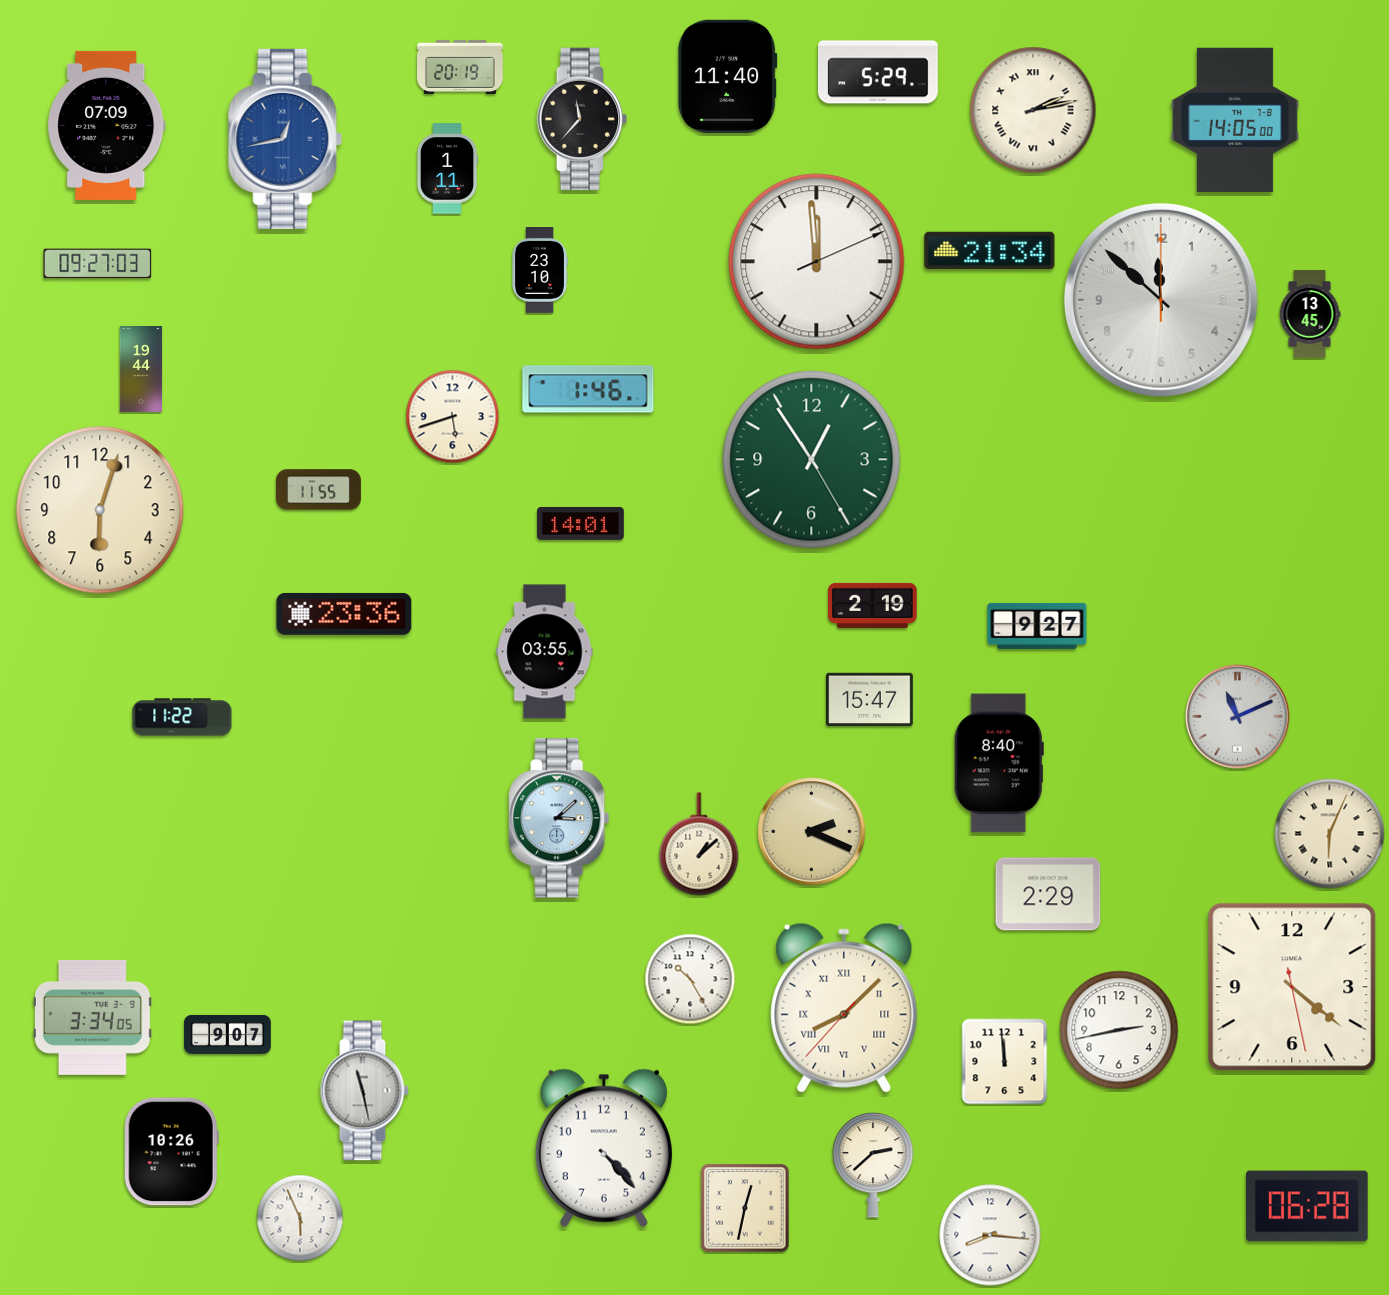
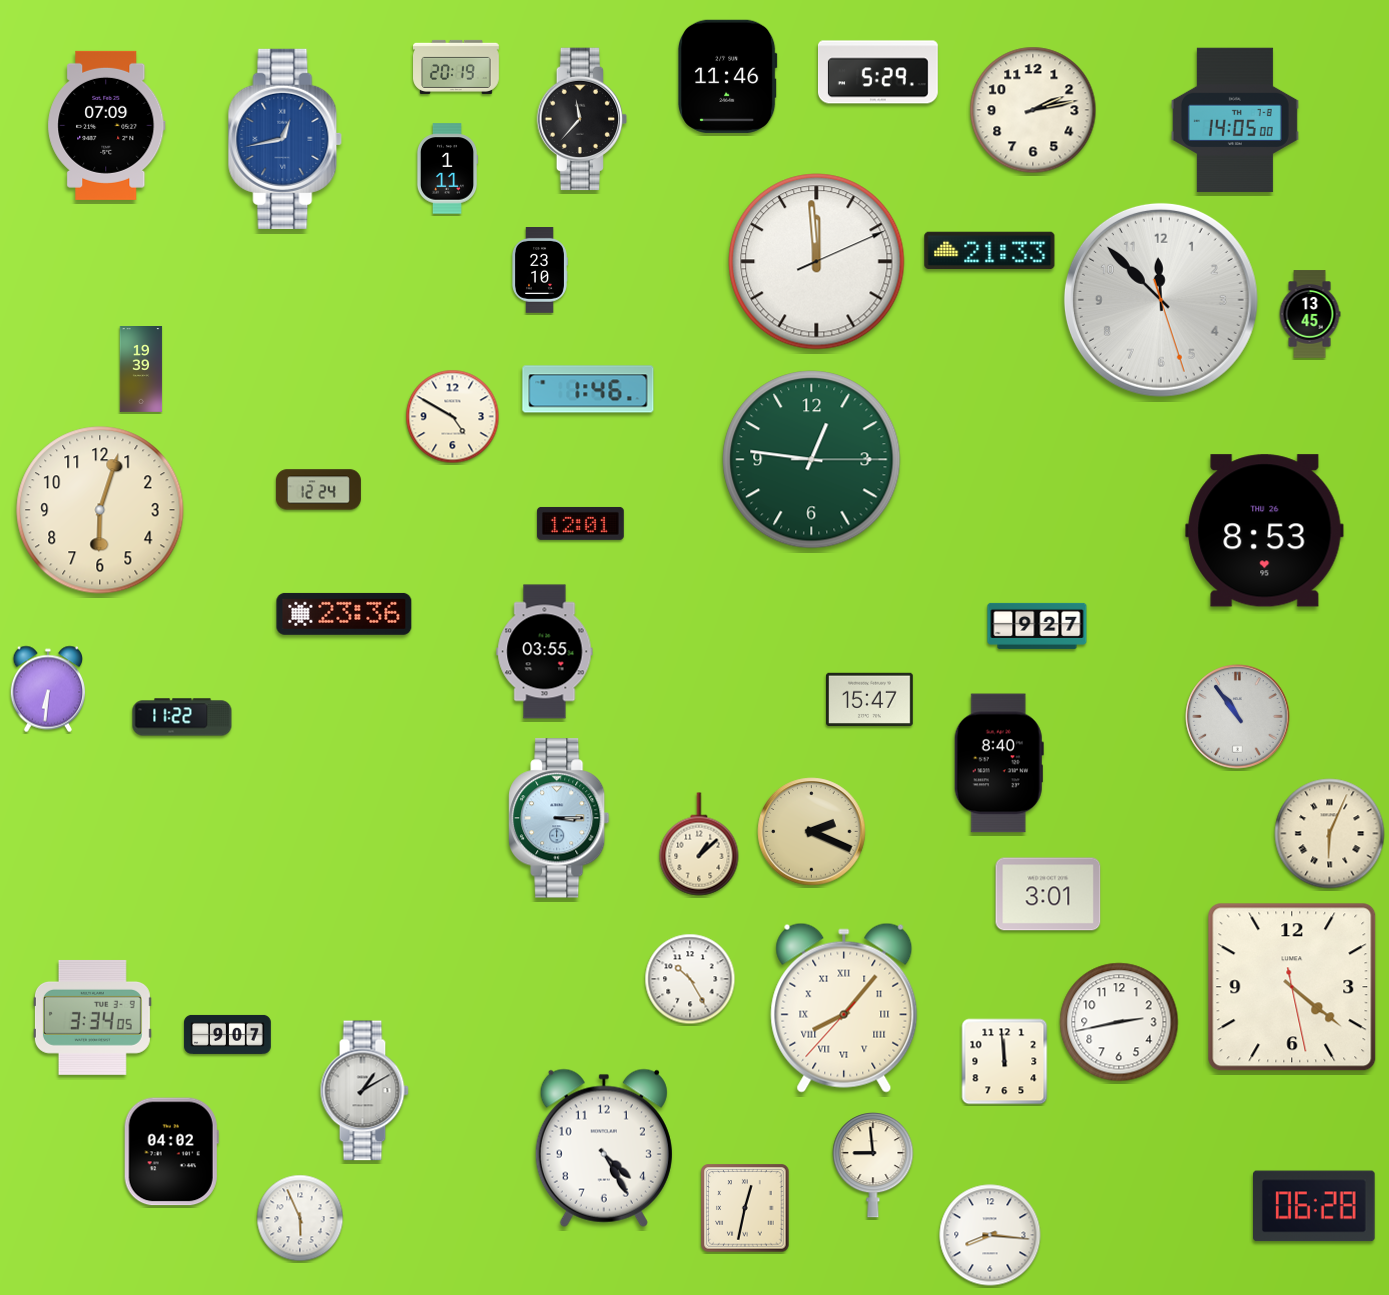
clock at (461, 67) position: (461, 67) -> (457, 67)
clock at (728, 76): 11:40 -> 11:46
clock at (1033, 110) numerals: Roman -> Arabic
clock at (990, 251): 21:34 -> 21:33
clock at (98, 264): 09:27 -> none
clock at (1161, 300): 11:52:00 -> 11:52:27
clock at (141, 370): 19:44 -> 19:39
clock at (453, 417): 5:42 -> 4:50
clock at (812, 460): 12:54 -> 12:46
clock at (318, 490): 11:55 -> 12:24
clock at (581, 523): 14:01 -> 12:01
clock at (1265, 531): none -> 8:53
clock at (873, 605): 2:19 -> none
clock at (48, 689): none -> 6:31
clock at (1238, 717): 11:11 -> 10:54
clock at (559, 818): 3:08 -> 3:15
clock at (1048, 894): 2:29 -> 3:01
clock at (844, 1008): 8:07 -> 8:06
clock at (1119, 1030) position: (1119, 1030) -> (1119, 1022)
clock at (364, 1091): 11:28 -> 1:10
clock at (604, 1148): 4:23 -> 4:25
clock at (171, 1152): 10:26 -> 04:02
clock at (873, 1165): 2:38 -> 8:59
clock at (1308, 1206) position: (1308, 1206) -> (1315, 1206)
